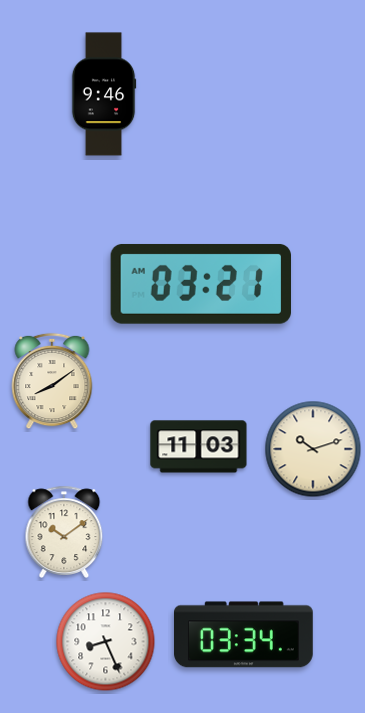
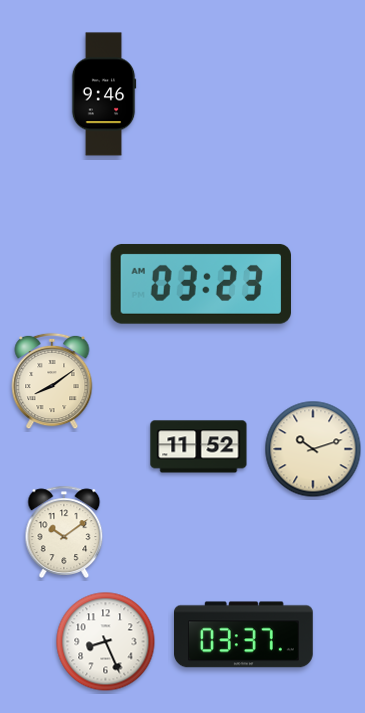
clock at (200, 284): 03:21 -> 03:23
clock at (199, 447): 11:03 -> 11:52
clock at (244, 635): 03:34 -> 03:37
